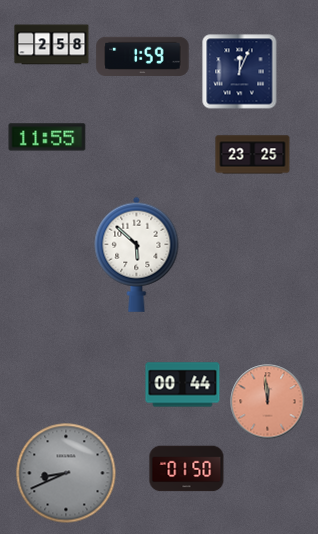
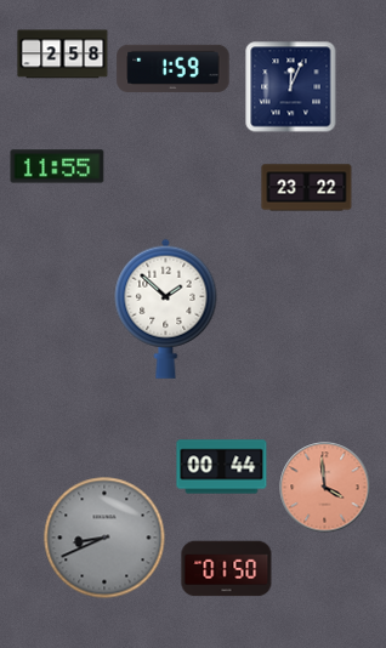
clock at (253, 155): 23:25 -> 23:22
clock at (137, 254): 5:52 -> 1:52
clock at (268, 402): 11:59 -> 3:59
clock at (66, 473) position: (66, 473) -> (104, 538)
